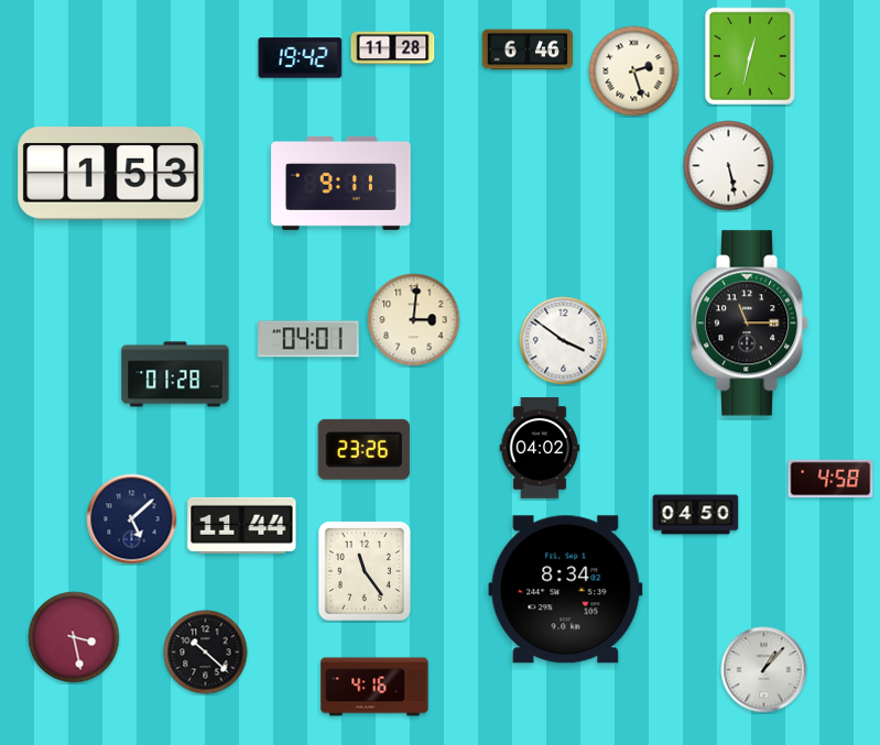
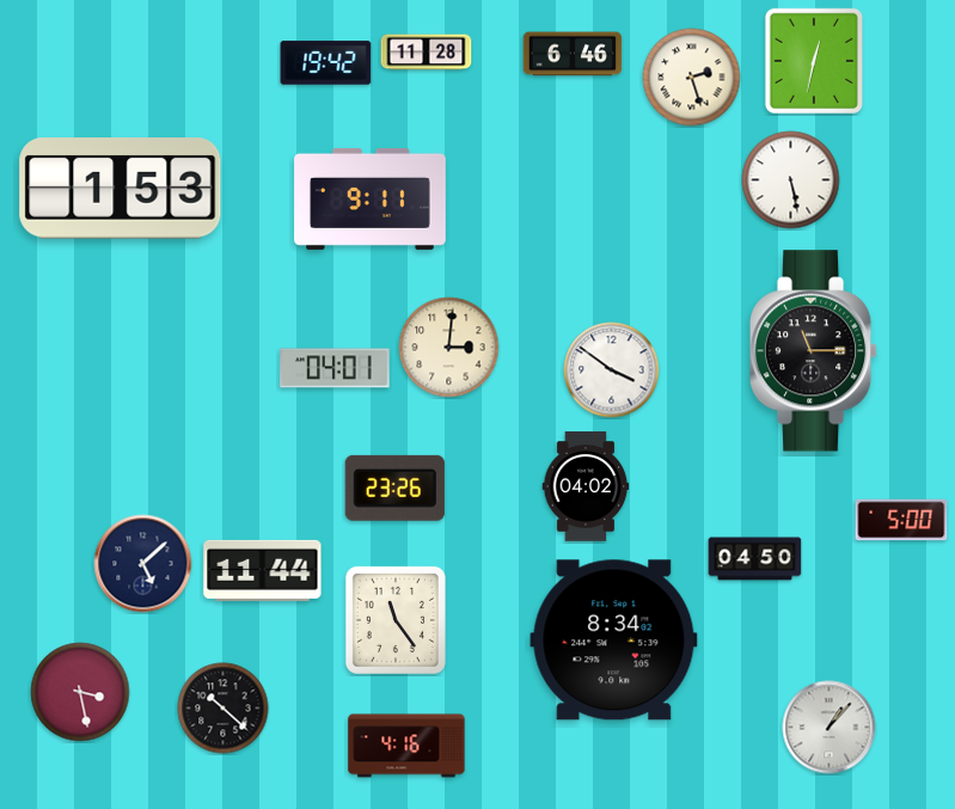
clock at (634, 72) position: (634, 72) -> (692, 78)
clock at (175, 374): 01:28 -> none
clock at (830, 479): 4:58 -> 5:00
